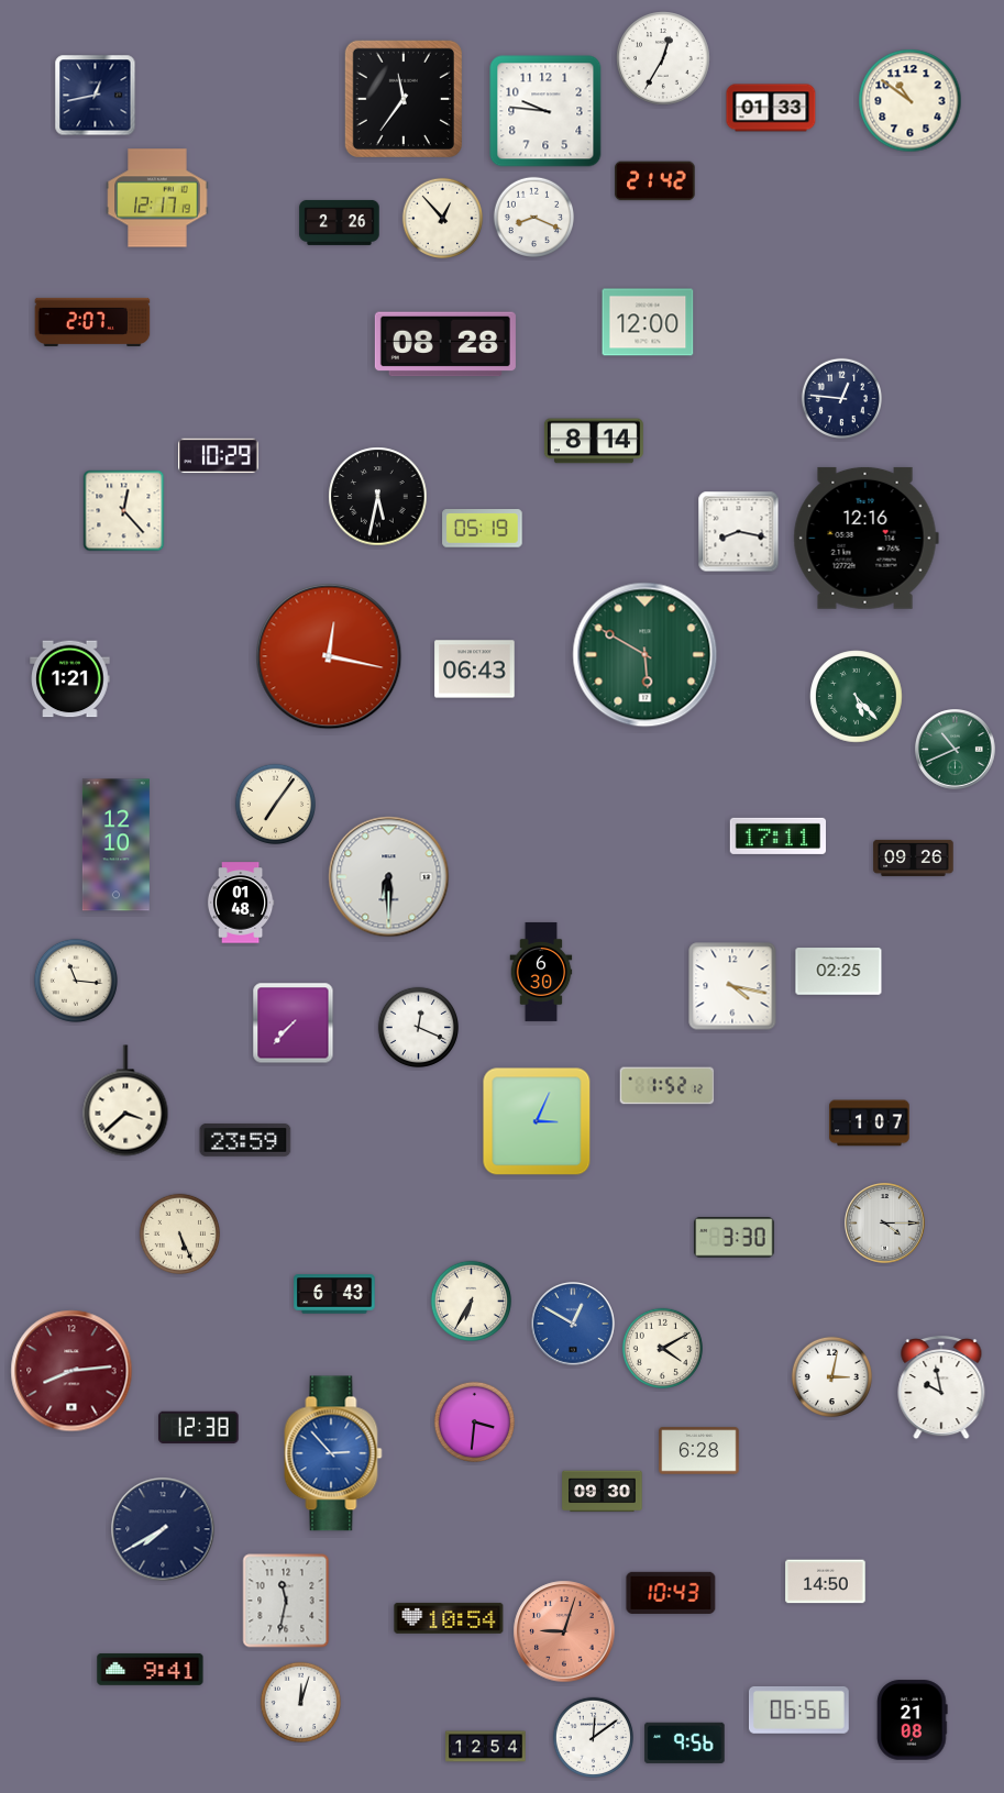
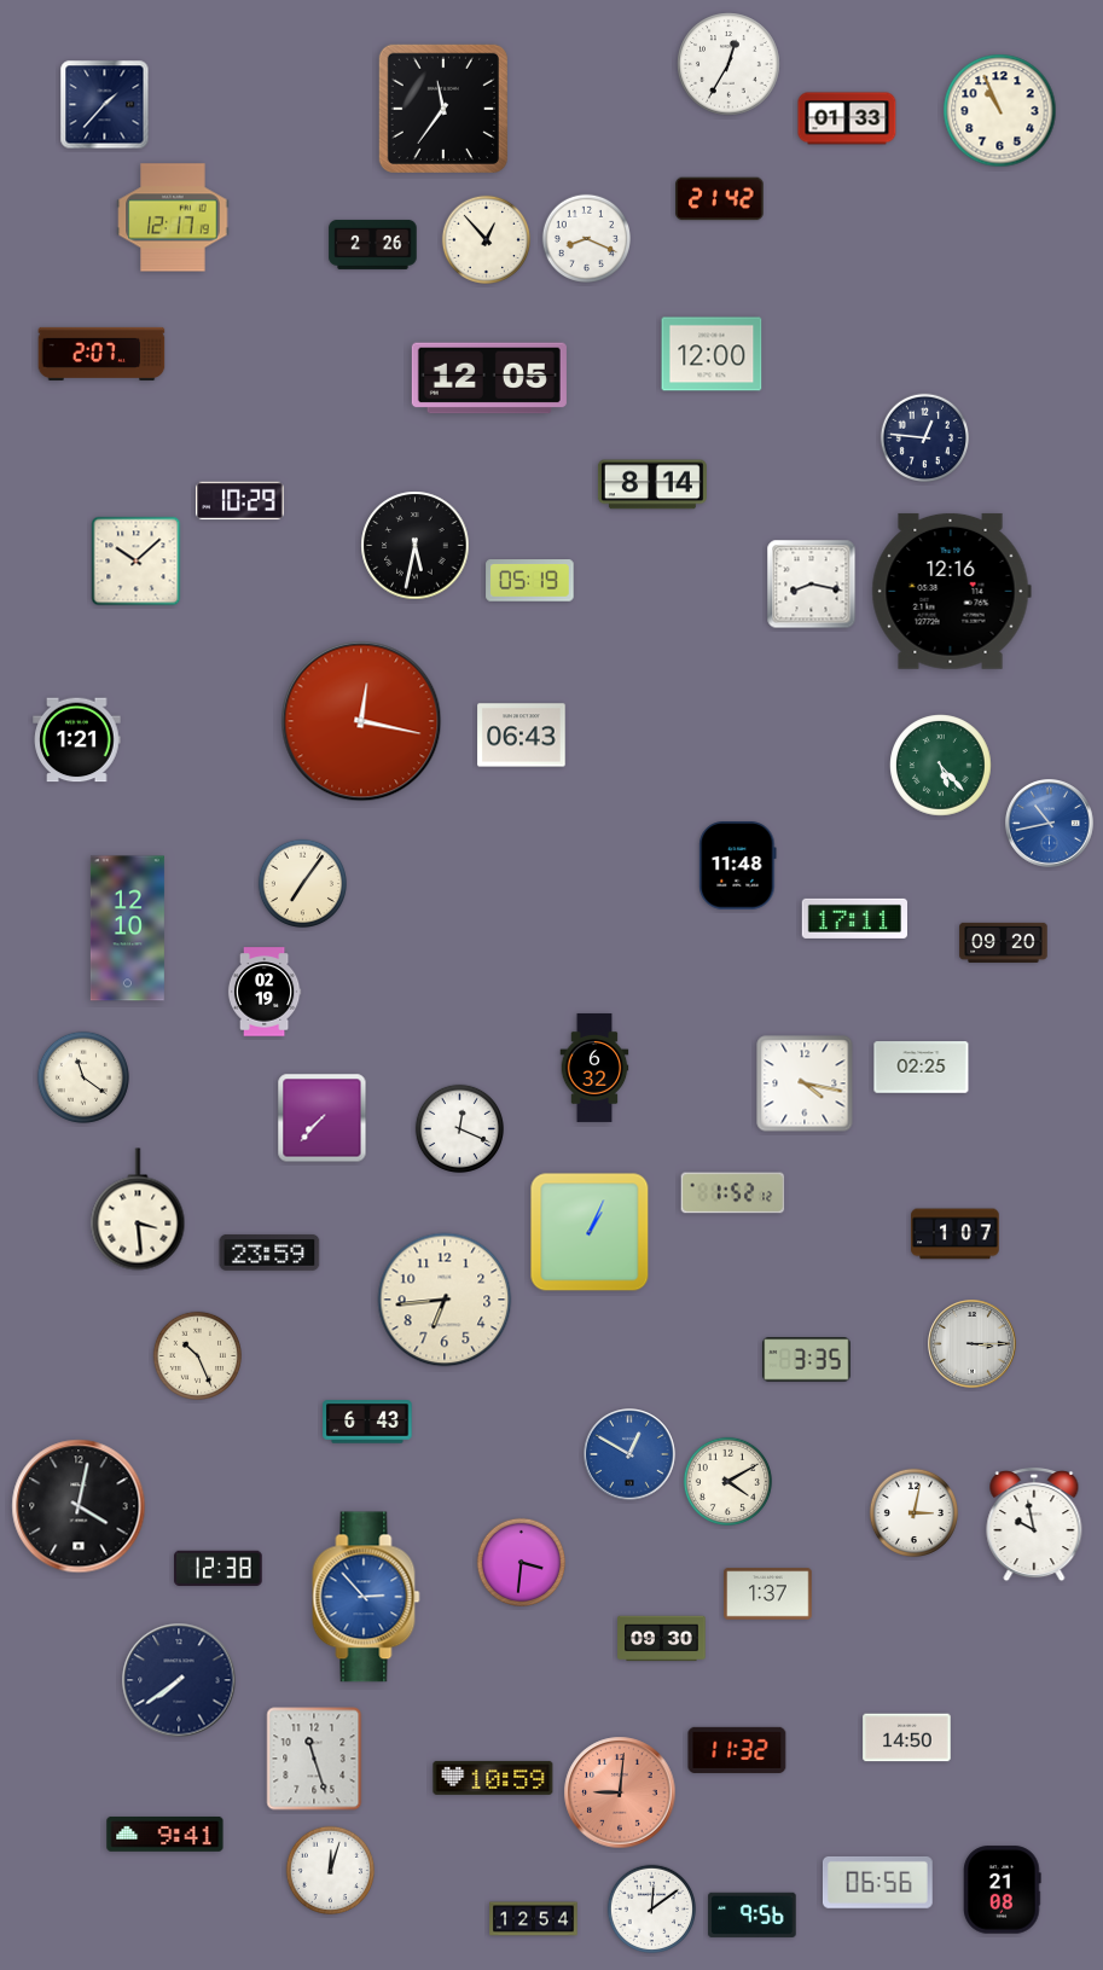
clock at (96, 96): 12:43 -> 1:37
clock at (911, 101): 10:51 -> 10:56
clock at (545, 111): 9:46 -> none
clock at (445, 344): 08:28 -> 12:05
clock at (124, 511): 12:23 -> 10:08
clock at (646, 655): 5:50 -> none
clock at (70, 679) position: (70, 679) -> (77, 740)
clock at (956, 750): 10:41 -> 10:43
clock at (956, 750) dial: green -> blue
clock at (738, 866): none -> 11:48
clock at (914, 857): 09:26 -> 09:20
clock at (389, 877): 6:30 -> none
clock at (241, 903): 01:48 -> 02:19
clock at (541, 972): 6:30 -> 6:32
clock at (76, 981): 11:16 -> 11:21
clock at (294, 1023) position: (294, 1023) -> (323, 1118)
clock at (125, 1100): 3:38 -> 3:29
clock at (537, 1121): 3:04 -> 1:04
clock at (445, 1300): none -> 6:44
clock at (885, 1224): 4:15 -> 3:15
clock at (180, 1235): 5:26 -> 10:26
clock at (735, 1238): 3:30 -> 3:35
clock at (472, 1302): 6:35 -> none
clock at (71, 1371): 8:14 -> 4:02
clock at (71, 1371) dial: burgundy -> black
clock at (699, 1451): 6:28 -> 1:37
clock at (163, 1529): 7:40 -> 7:39
clock at (671, 1593): 10:43 -> 11:32
clock at (286, 1601): 11:32 -> 11:27
clock at (449, 1618): 10:54 -> 10:59
clock at (564, 1631): 9:03 -> 9:01
clock at (798, 1709) position: (798, 1709) -> (877, 1882)
